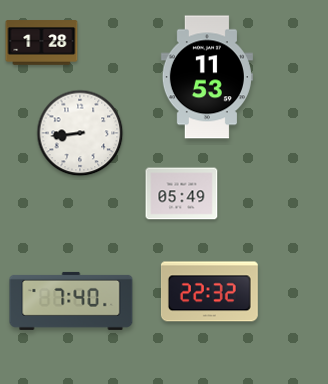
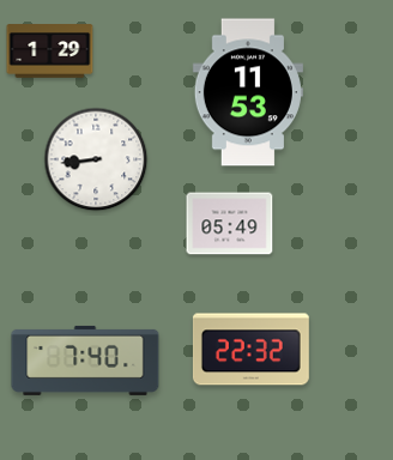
clock at (42, 43): 1:28 -> 1:29
clock at (182, 194) position: (182, 194) -> (230, 224)
